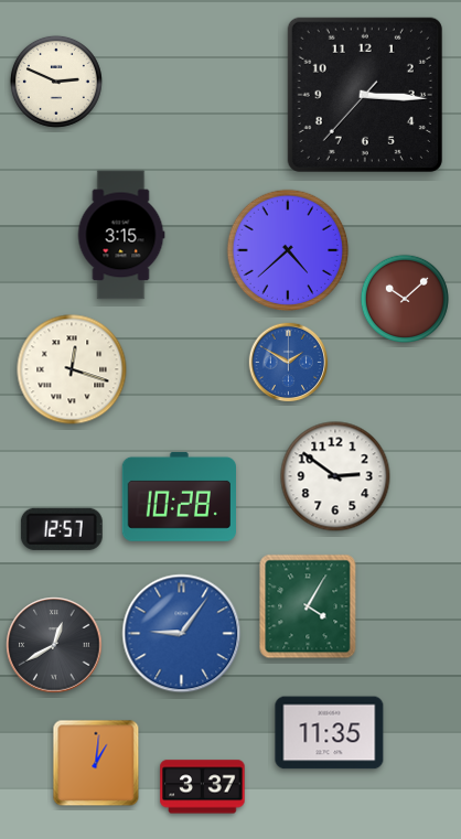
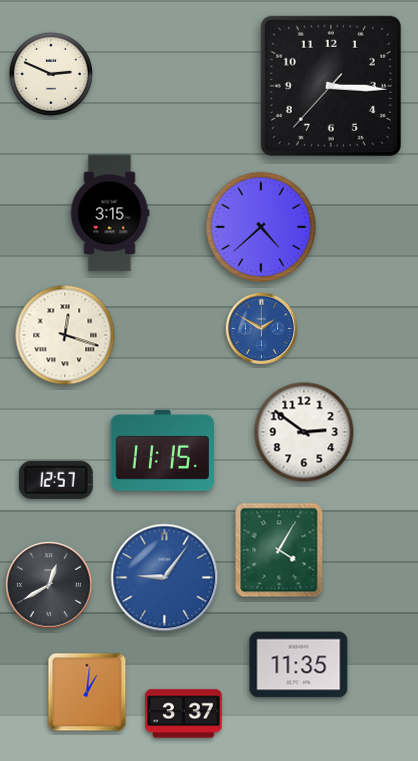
clock at (404, 298): 10:08 -> none
clock at (179, 496): 10:28 -> 11:15
clock at (182, 634) position: (182, 634) -> (165, 578)
